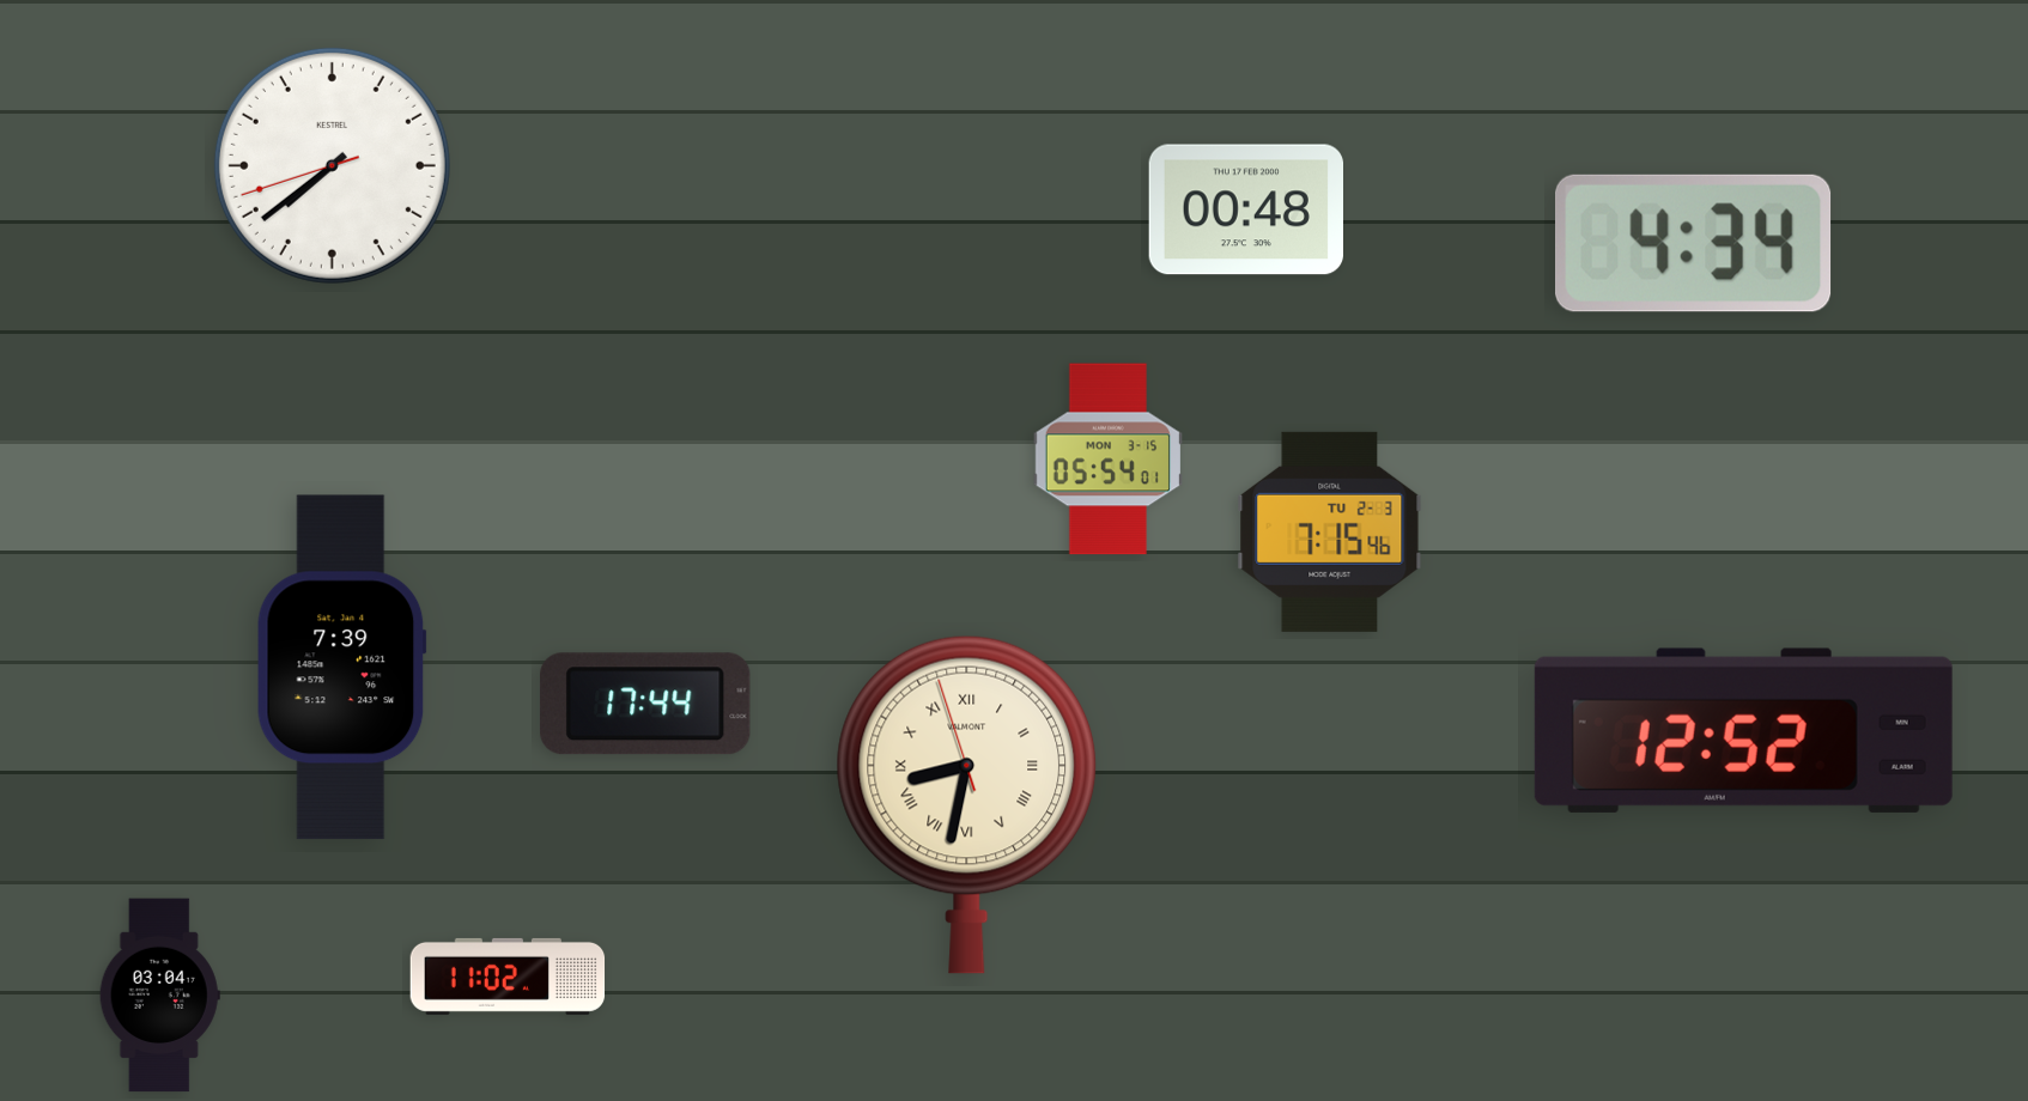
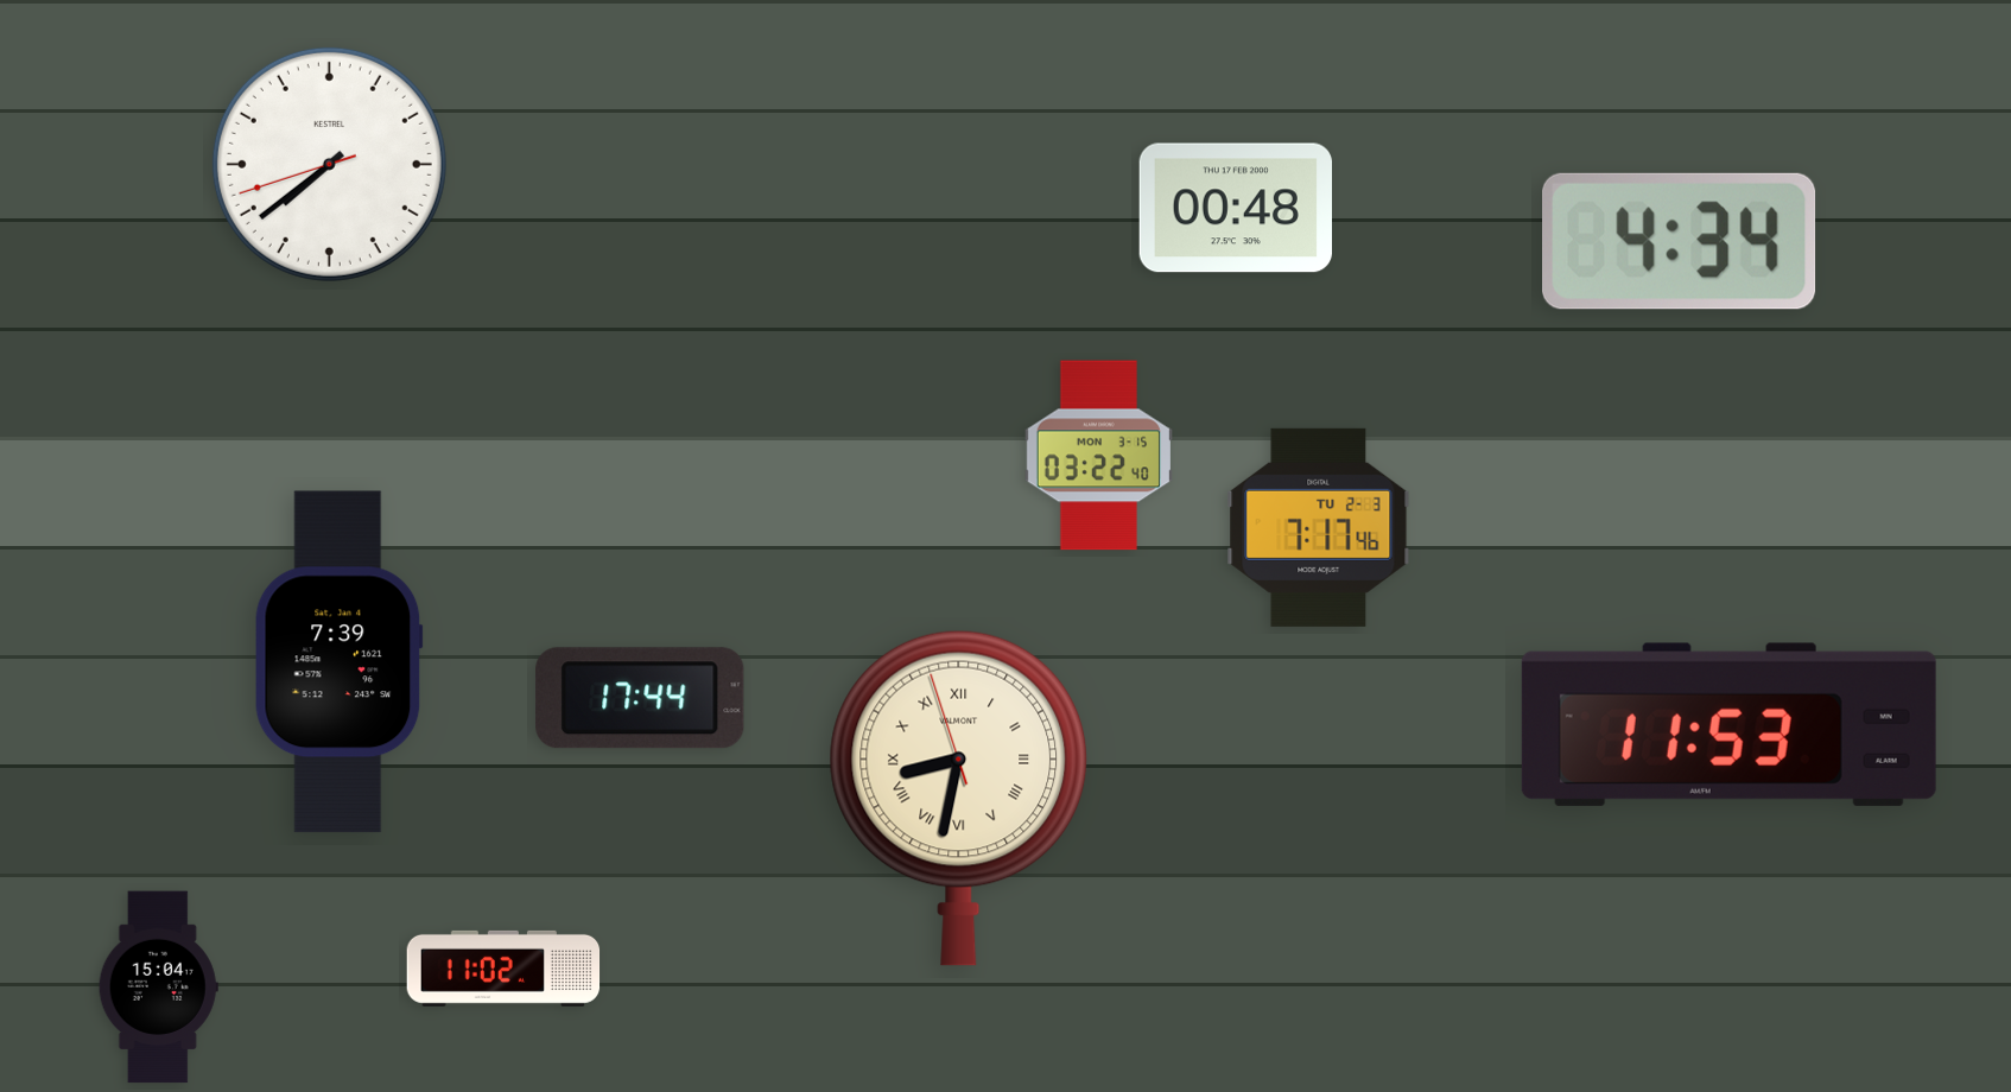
clock at (1107, 460): 05:54 -> 03:22
clock at (1330, 531): 7:15 -> 7:17
clock at (1743, 730): 12:52 -> 11:53
clock at (159, 996): 03:04 -> 15:04
